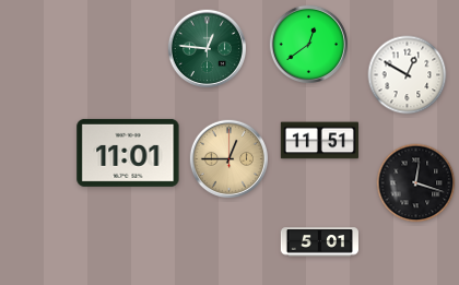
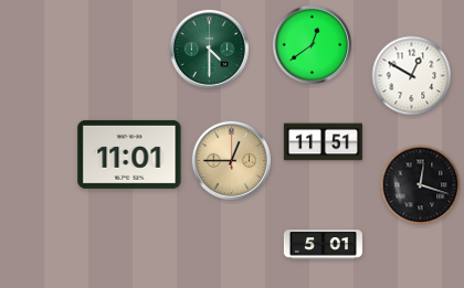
clock at (207, 48): 12:46 -> 4:30
